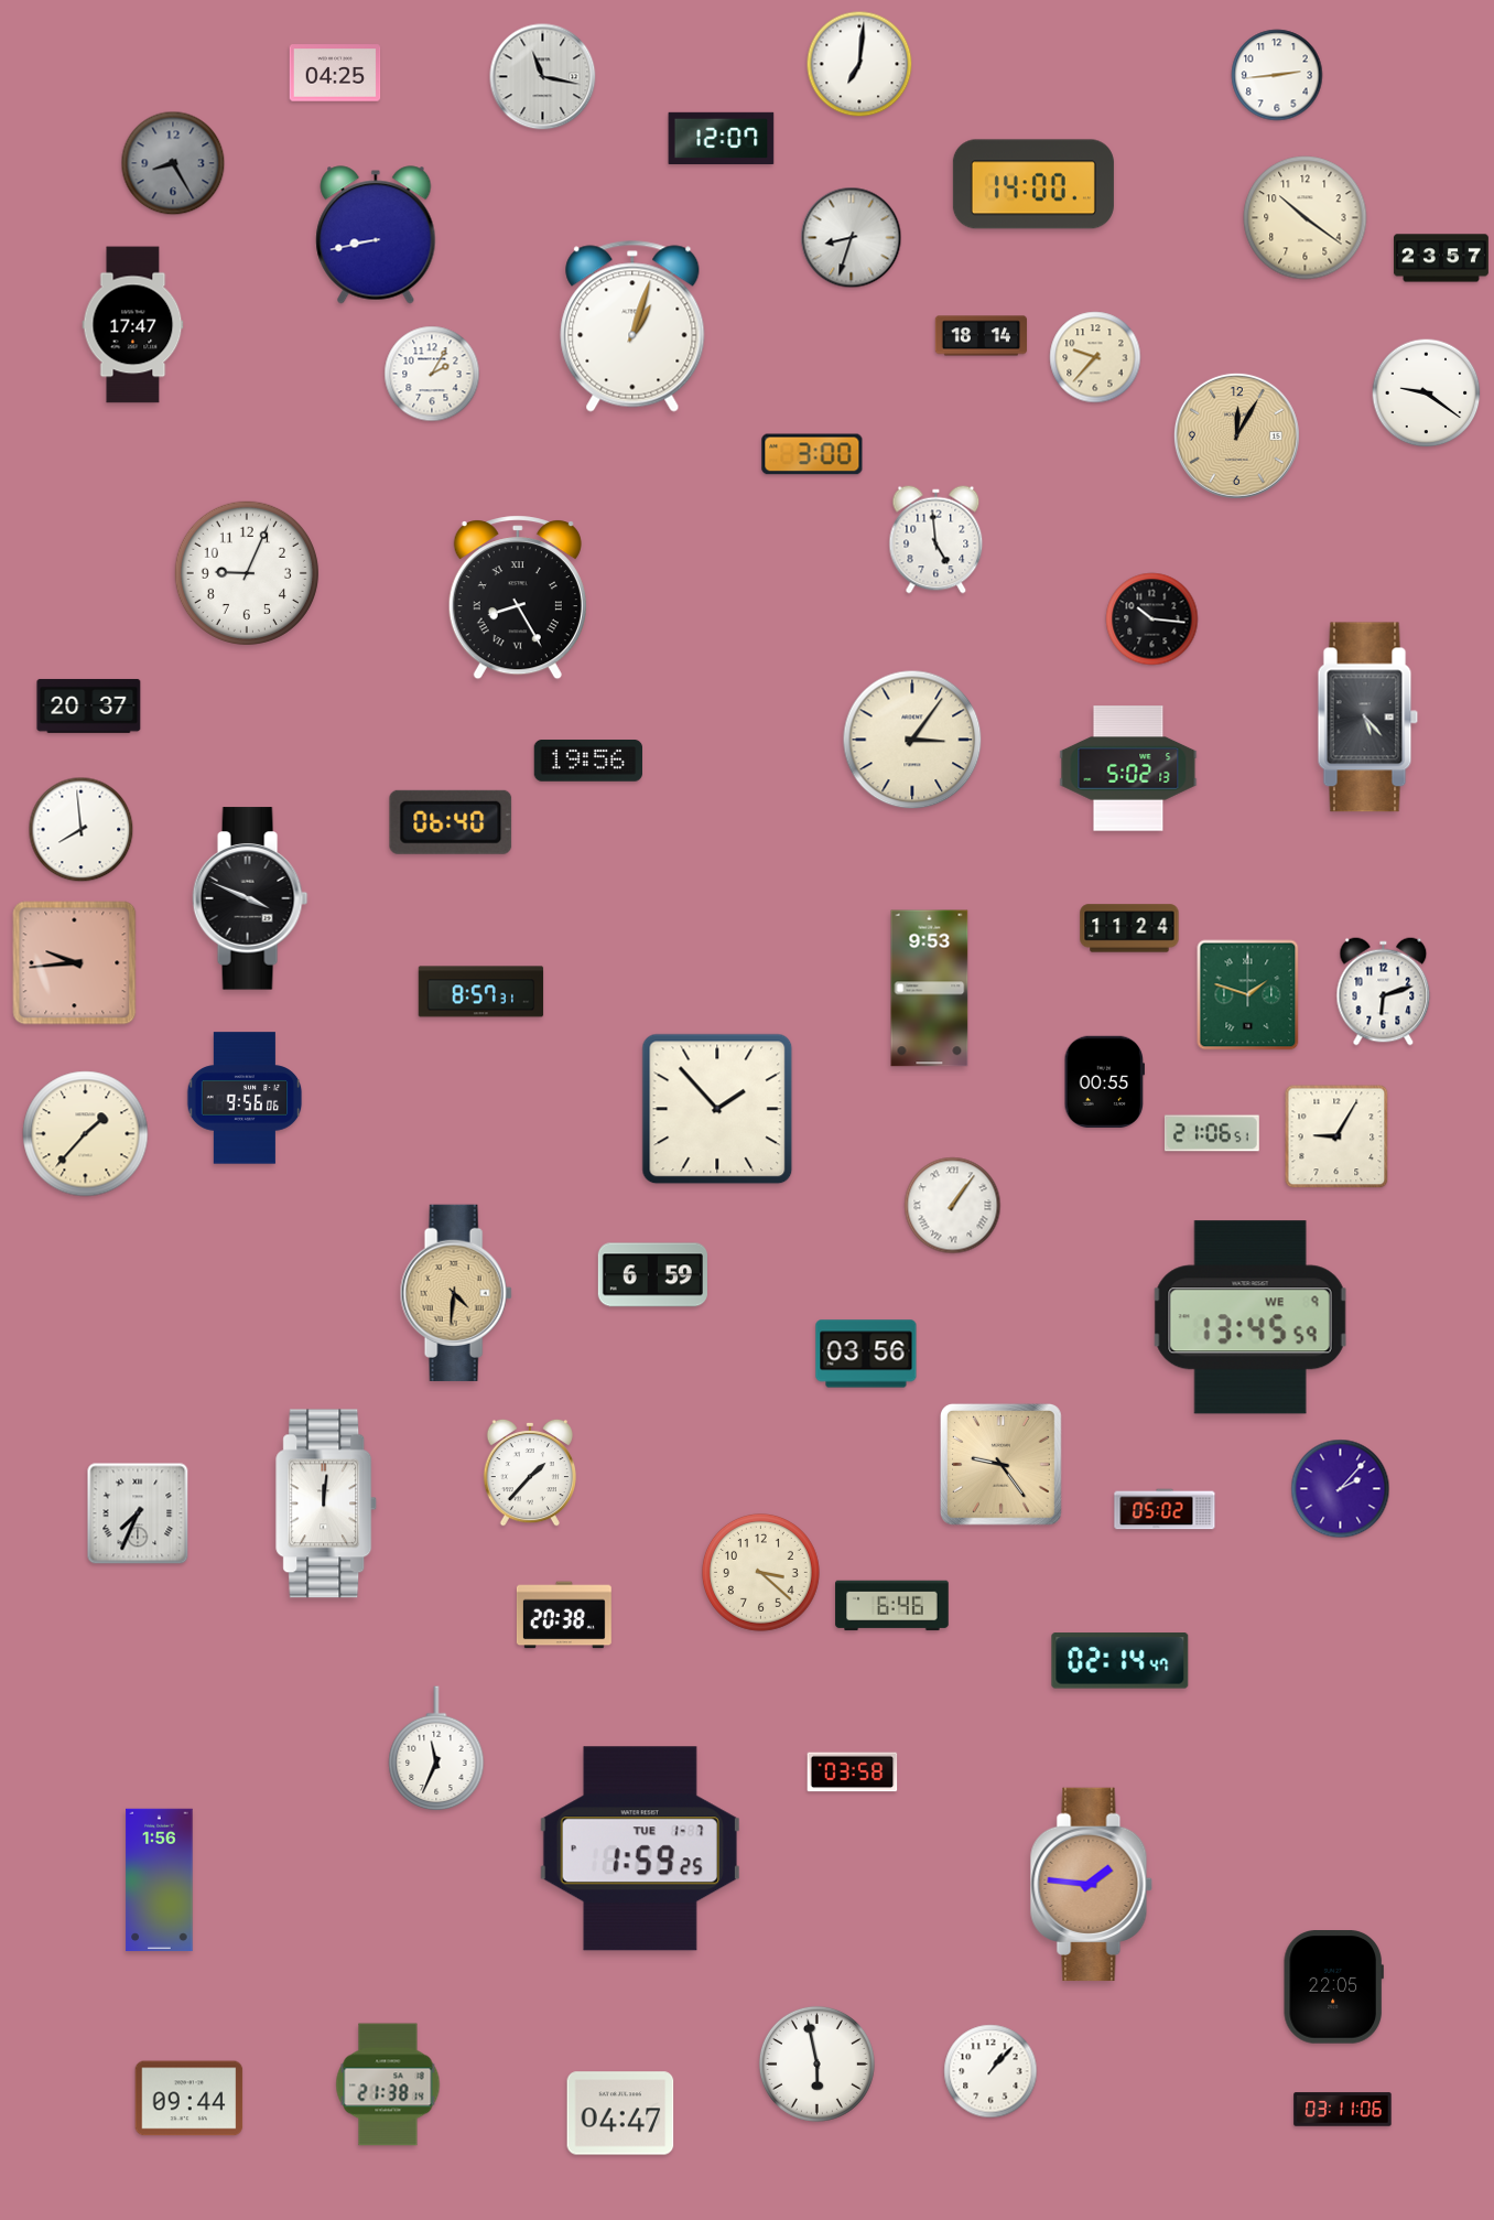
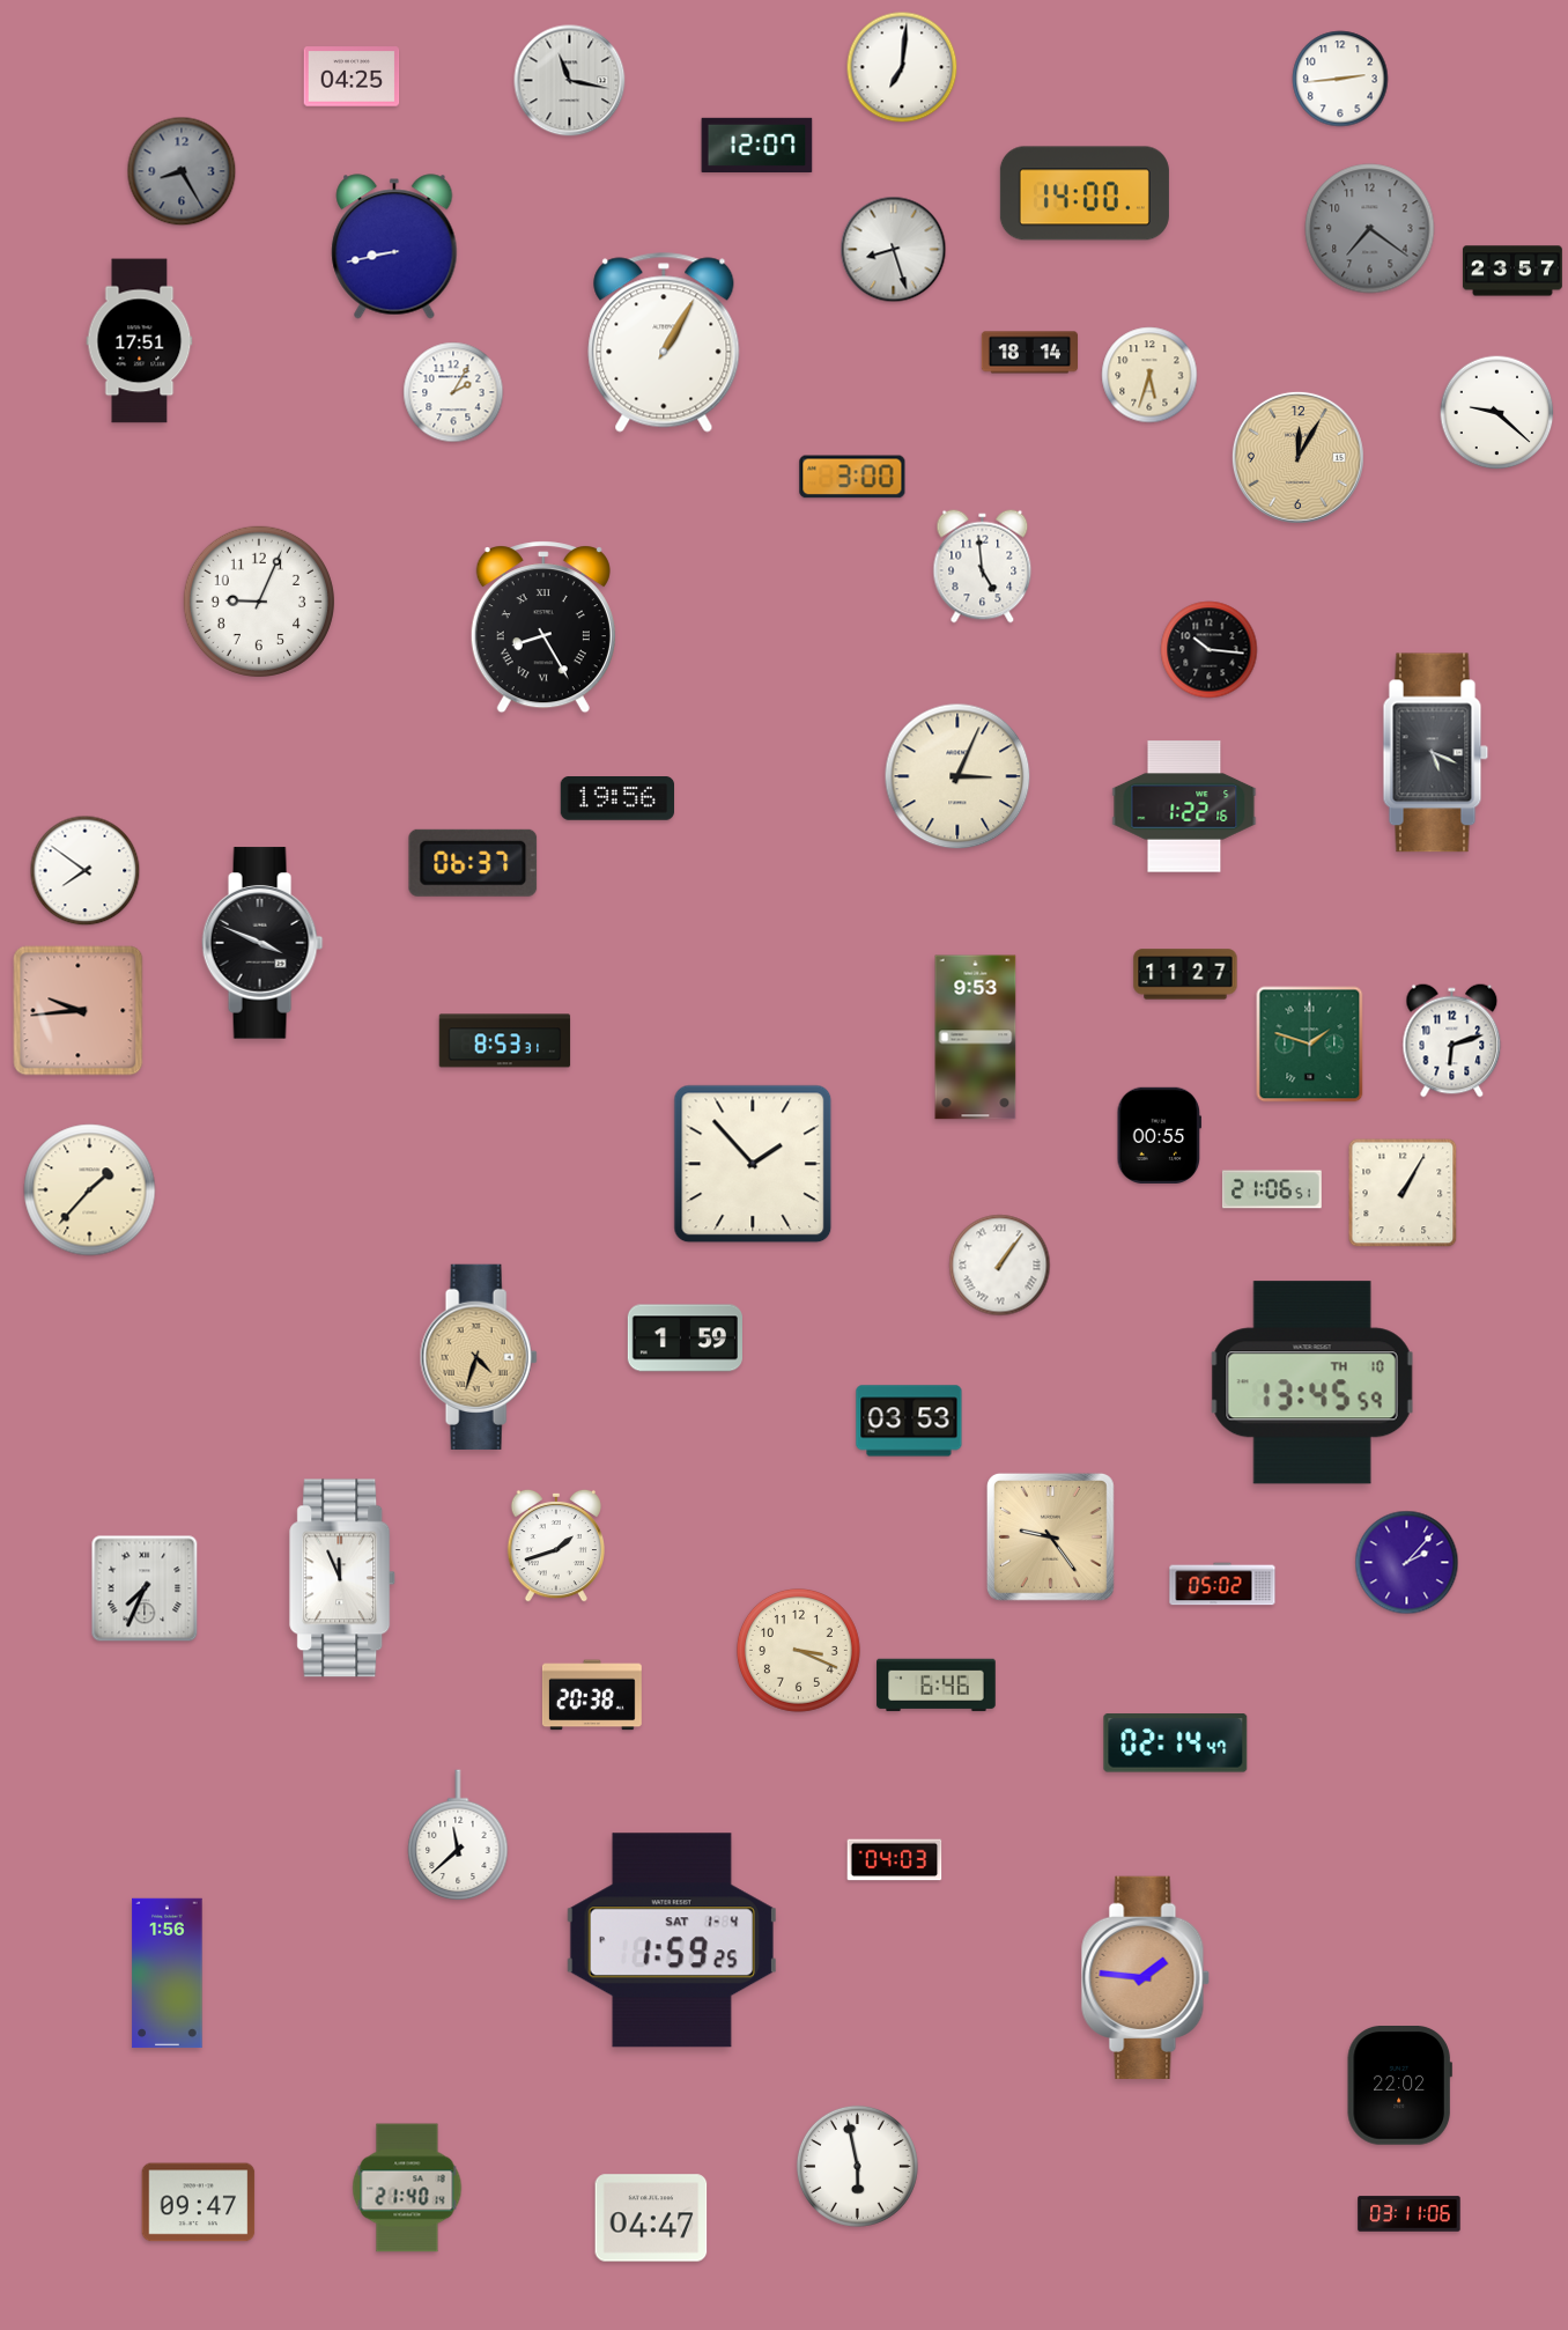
clock at (1306, 218): 10:21 -> 7:21
clock at (1306, 218) dial: cream -> grey
clock at (852, 238): 8:33 -> 8:27
clock at (133, 325): 17:47 -> 17:51
clock at (632, 326): 1:03 -> 1:05
clock at (1095, 357): 9:37 -> 5:33
clock at (1427, 394): 9:21 -> 9:22
clock at (89, 705): 20:37 -> none
clock at (1368, 718): 5:23 -> 5:19
clock at (912, 740): 3:06 -> 3:04
clock at (1128, 768): 5:02 -> 1:22
clock at (451, 822): 06:40 -> 06:37
clock at (82, 830): 7:59 -> 7:51
clock at (1129, 928): 11:24 -> 11:27
clock at (481, 992): 8:57 -> 8:53
clock at (245, 1098): 9:56 -> none
clock at (1336, 1136): 9:05 -> 1:05
clock at (652, 1275): 6:59 -> 1:59
clock at (456, 1293): 4:31 -> 4:33
clock at (1251, 1317) date: WE 9 -> TH 10
clock at (866, 1354): 03:56 -> 03:53
clock at (529, 1473): 1:37 -> 1:42
clock at (327, 1504): 12:01 -> 11:56
clock at (760, 1572): 3:22 -> 3:19
clock at (436, 1749): 11:34 -> 11:38
clock at (853, 1772): 03:58 -> 04:03
clock at (640, 1849) date: TUE 1-7 -> SAT 1-4
clock at (1333, 1987): 22:05 -> 22:02
clock at (990, 2071): 1:07 -> none
clock at (388, 2084): 21:38 -> 21:40
clock at (190, 2099): 09:44 -> 09:47
